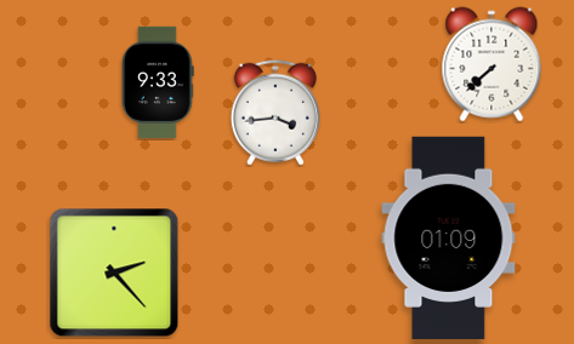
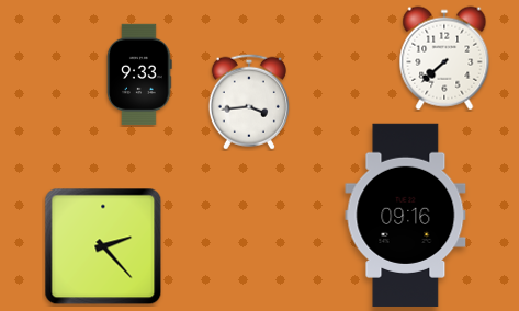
clock at (158, 82) position: (158, 82) -> (139, 74)
clock at (449, 237): 01:09 -> 09:16
